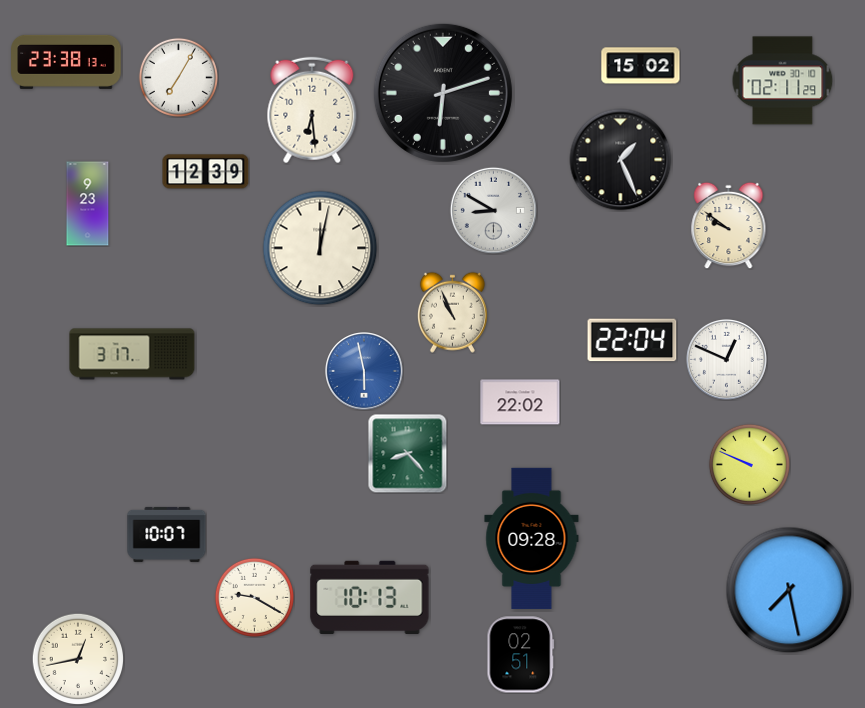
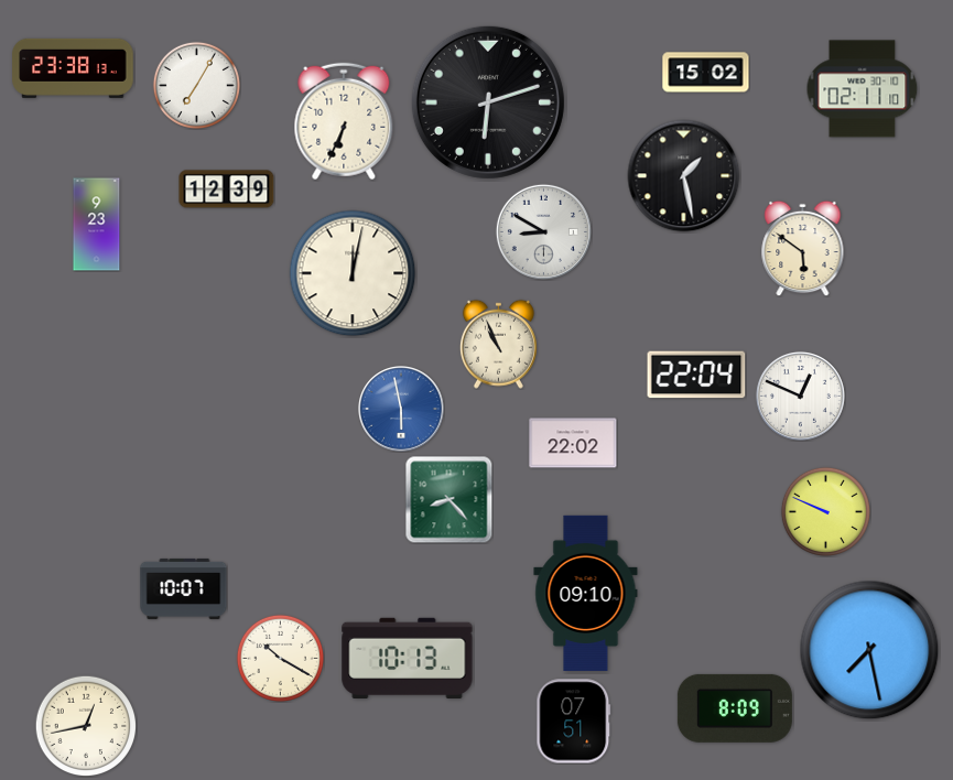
clock at (783, 81): 02:11:29 -> 02:11:10
clock at (312, 110): 6:29 -> 6:34
clock at (621, 160): 1:26 -> 1:28
clock at (729, 225): 9:51 -> 5:51
clock at (132, 354): 3:17 -> none
clock at (532, 538): 09:28 -> 09:10
clock at (254, 597): 9:20 -> 10:20
clock at (735, 708): none -> 8:09
clock at (521, 655): 02:51 -> 07:51
